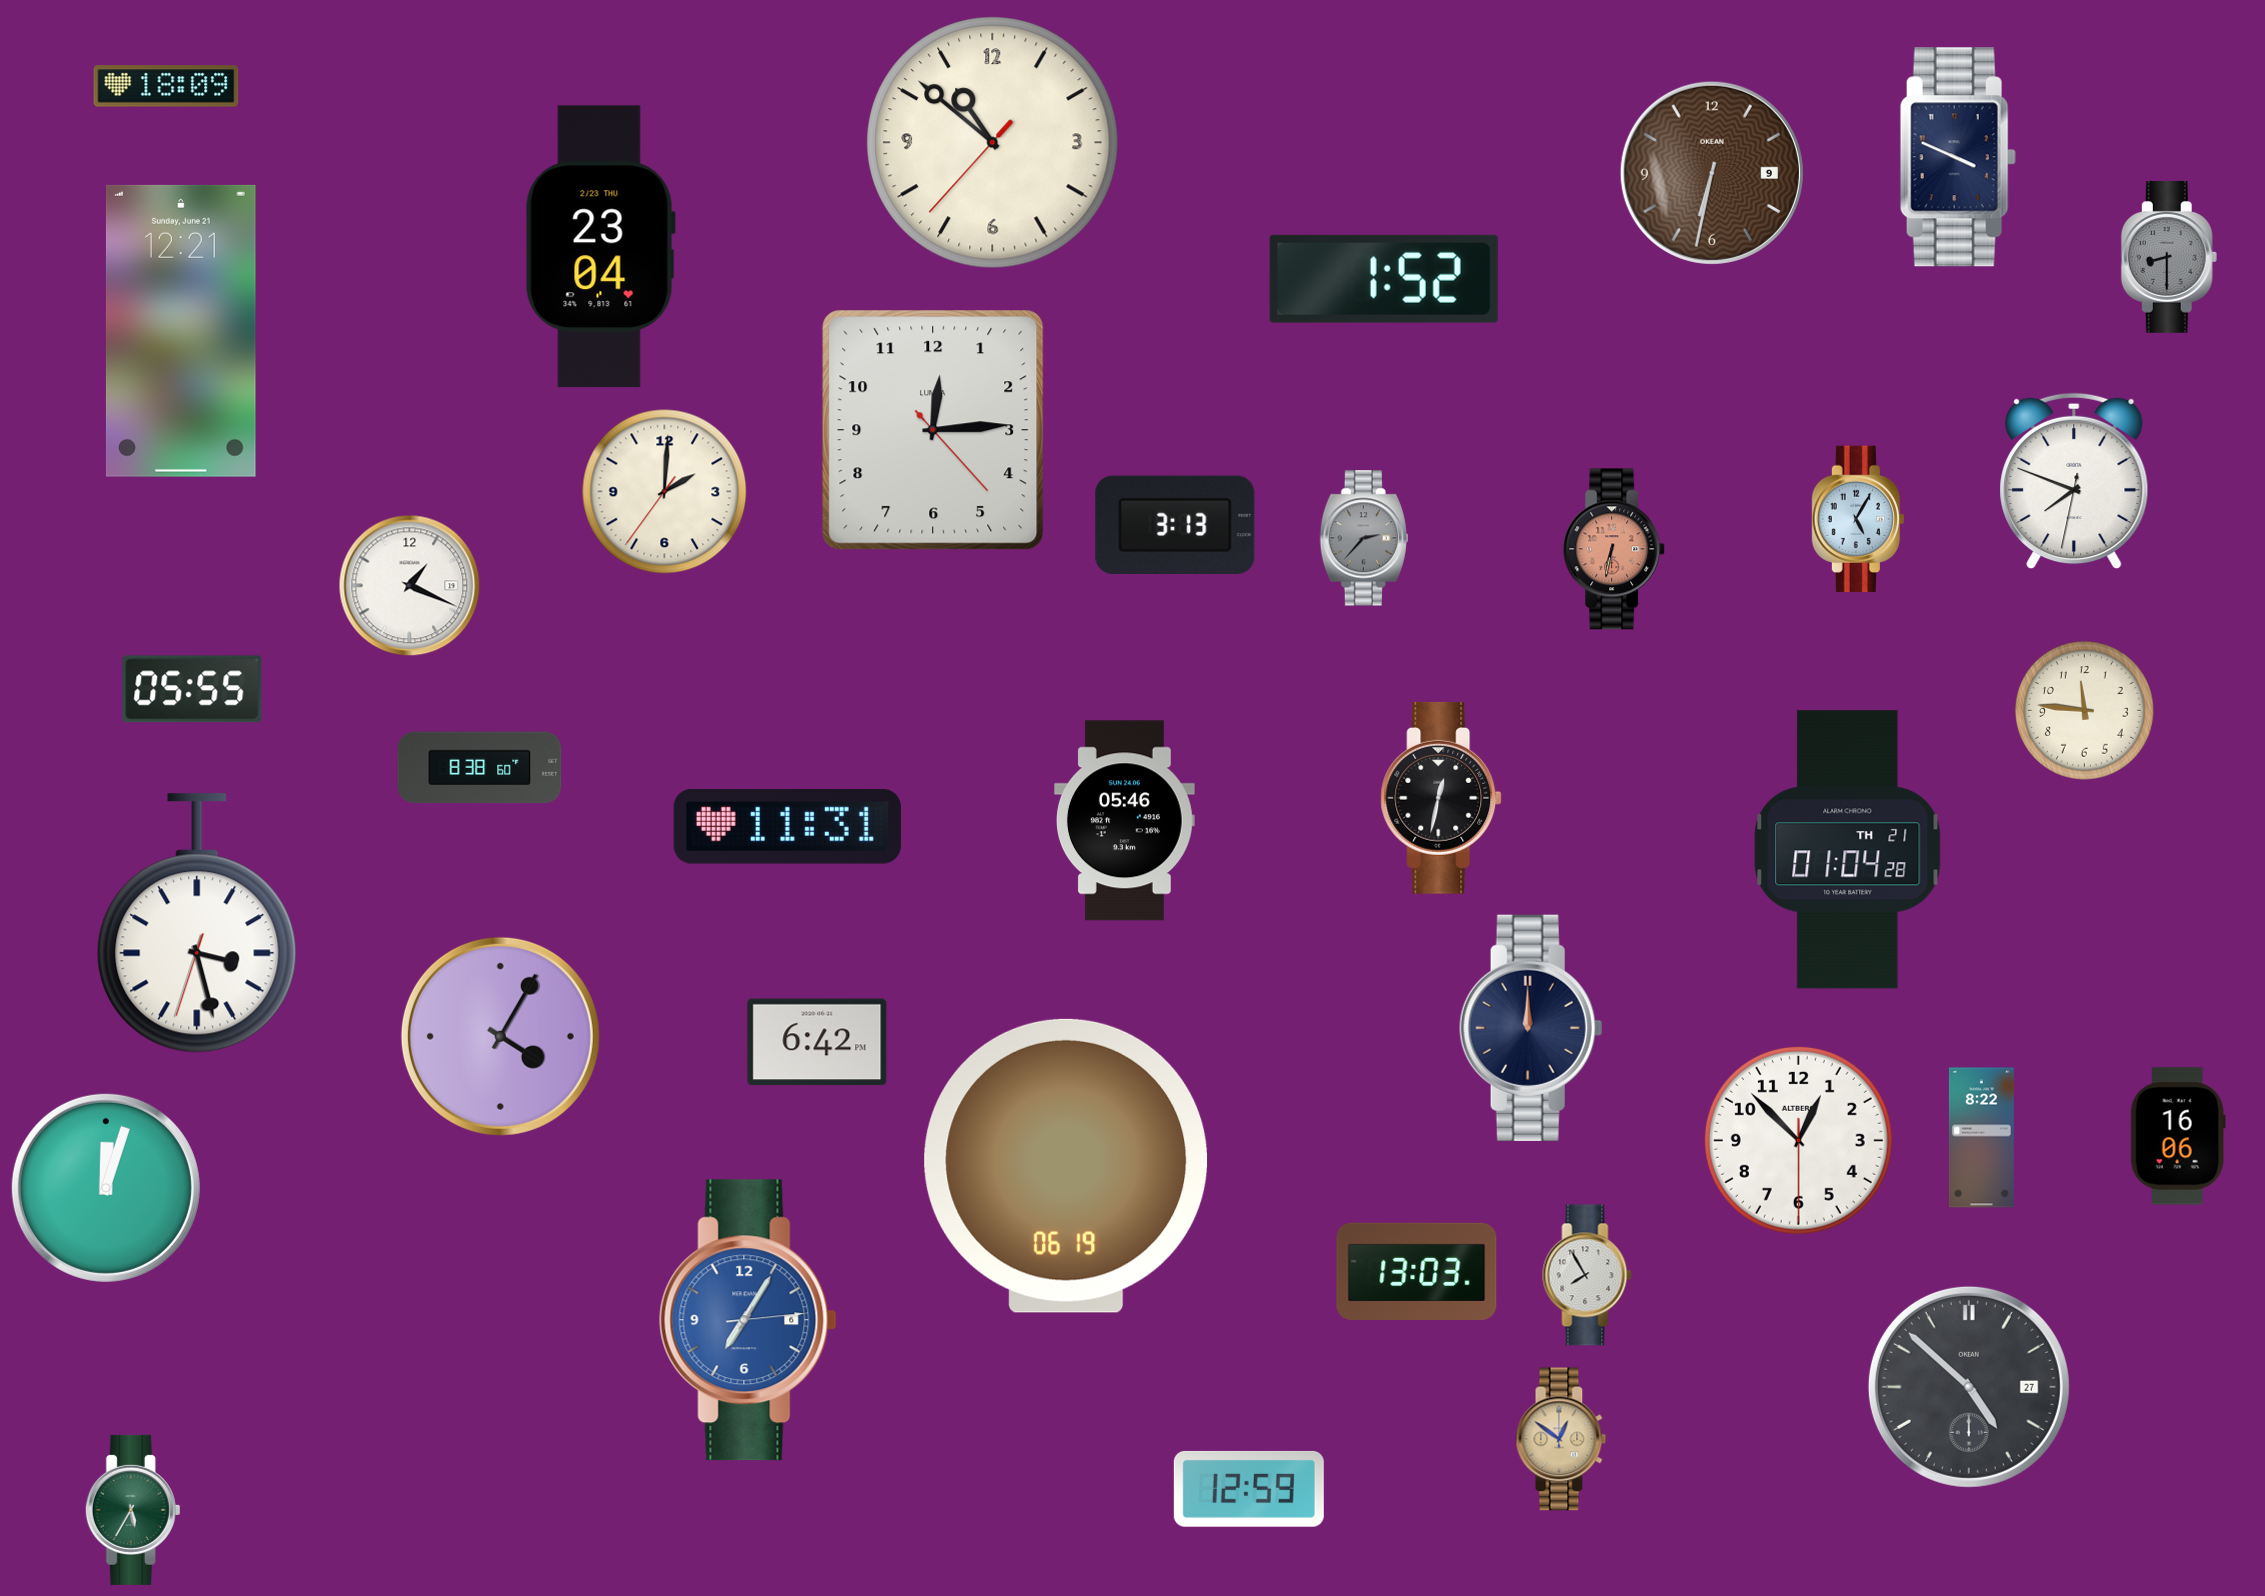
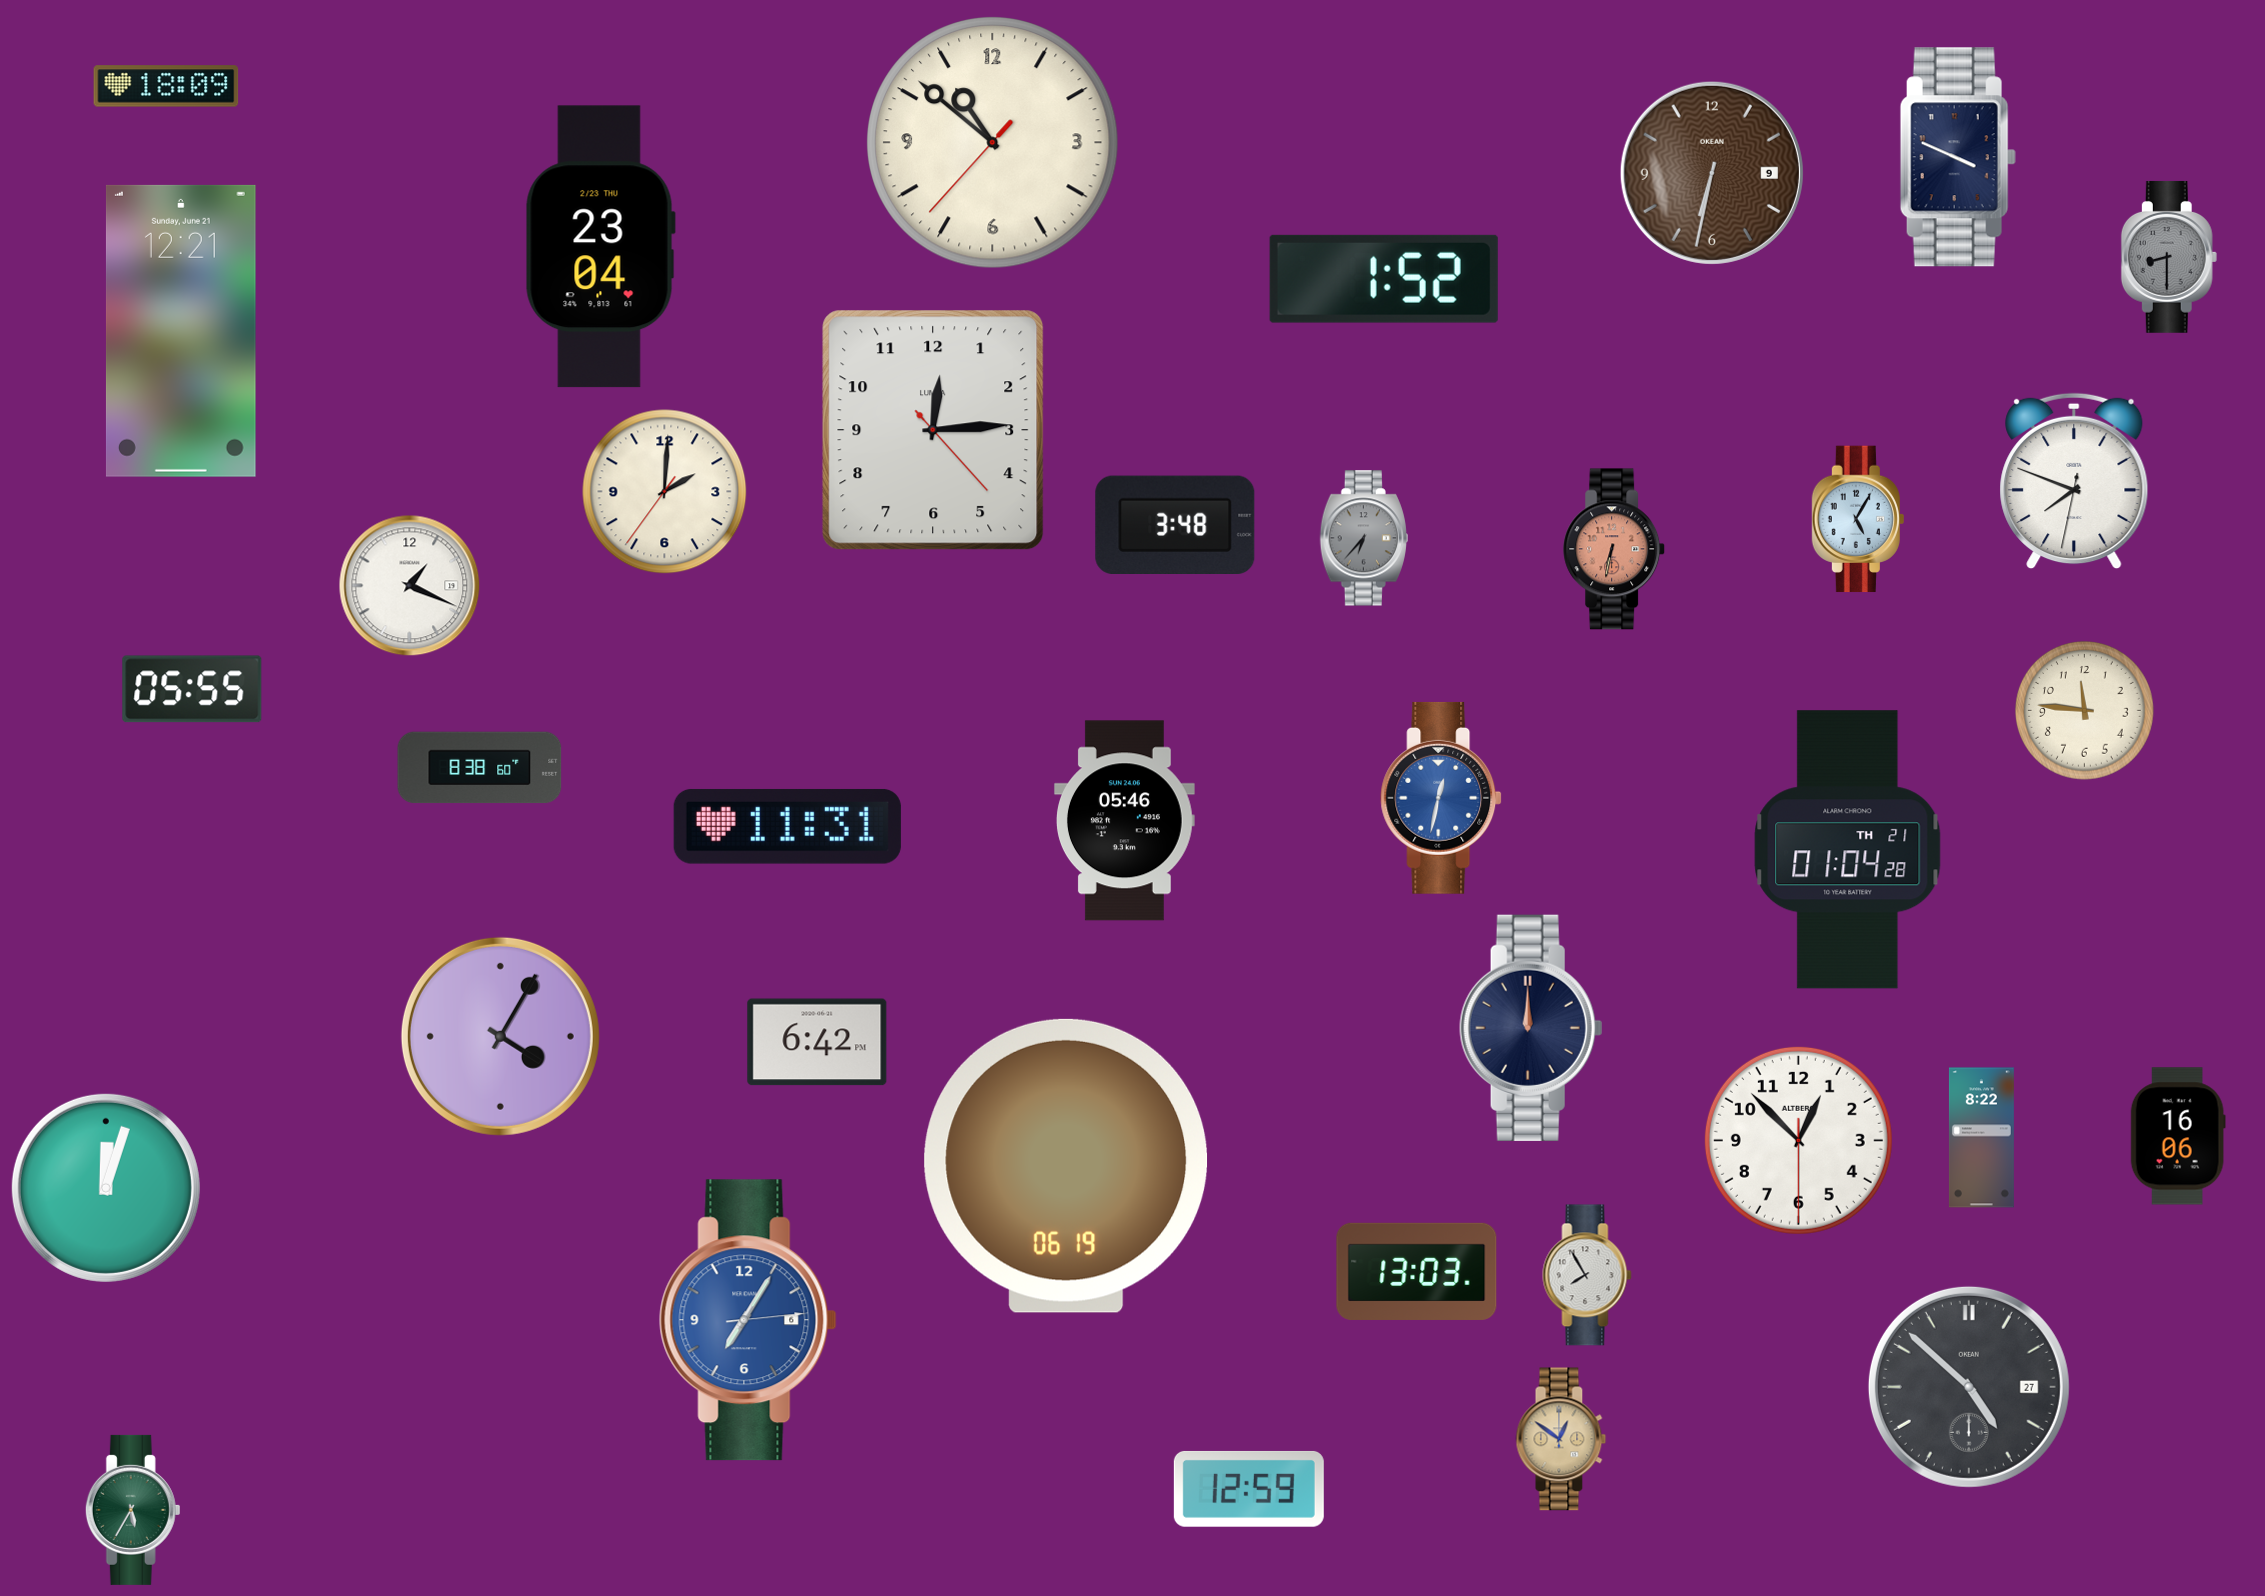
clock at (1175, 524): 3:13 -> 3:48
clock at (1364, 538): 2:37 -> 6:37
clock at (1441, 798) dial: black -> blue
clock at (197, 923): 3:27 -> none
